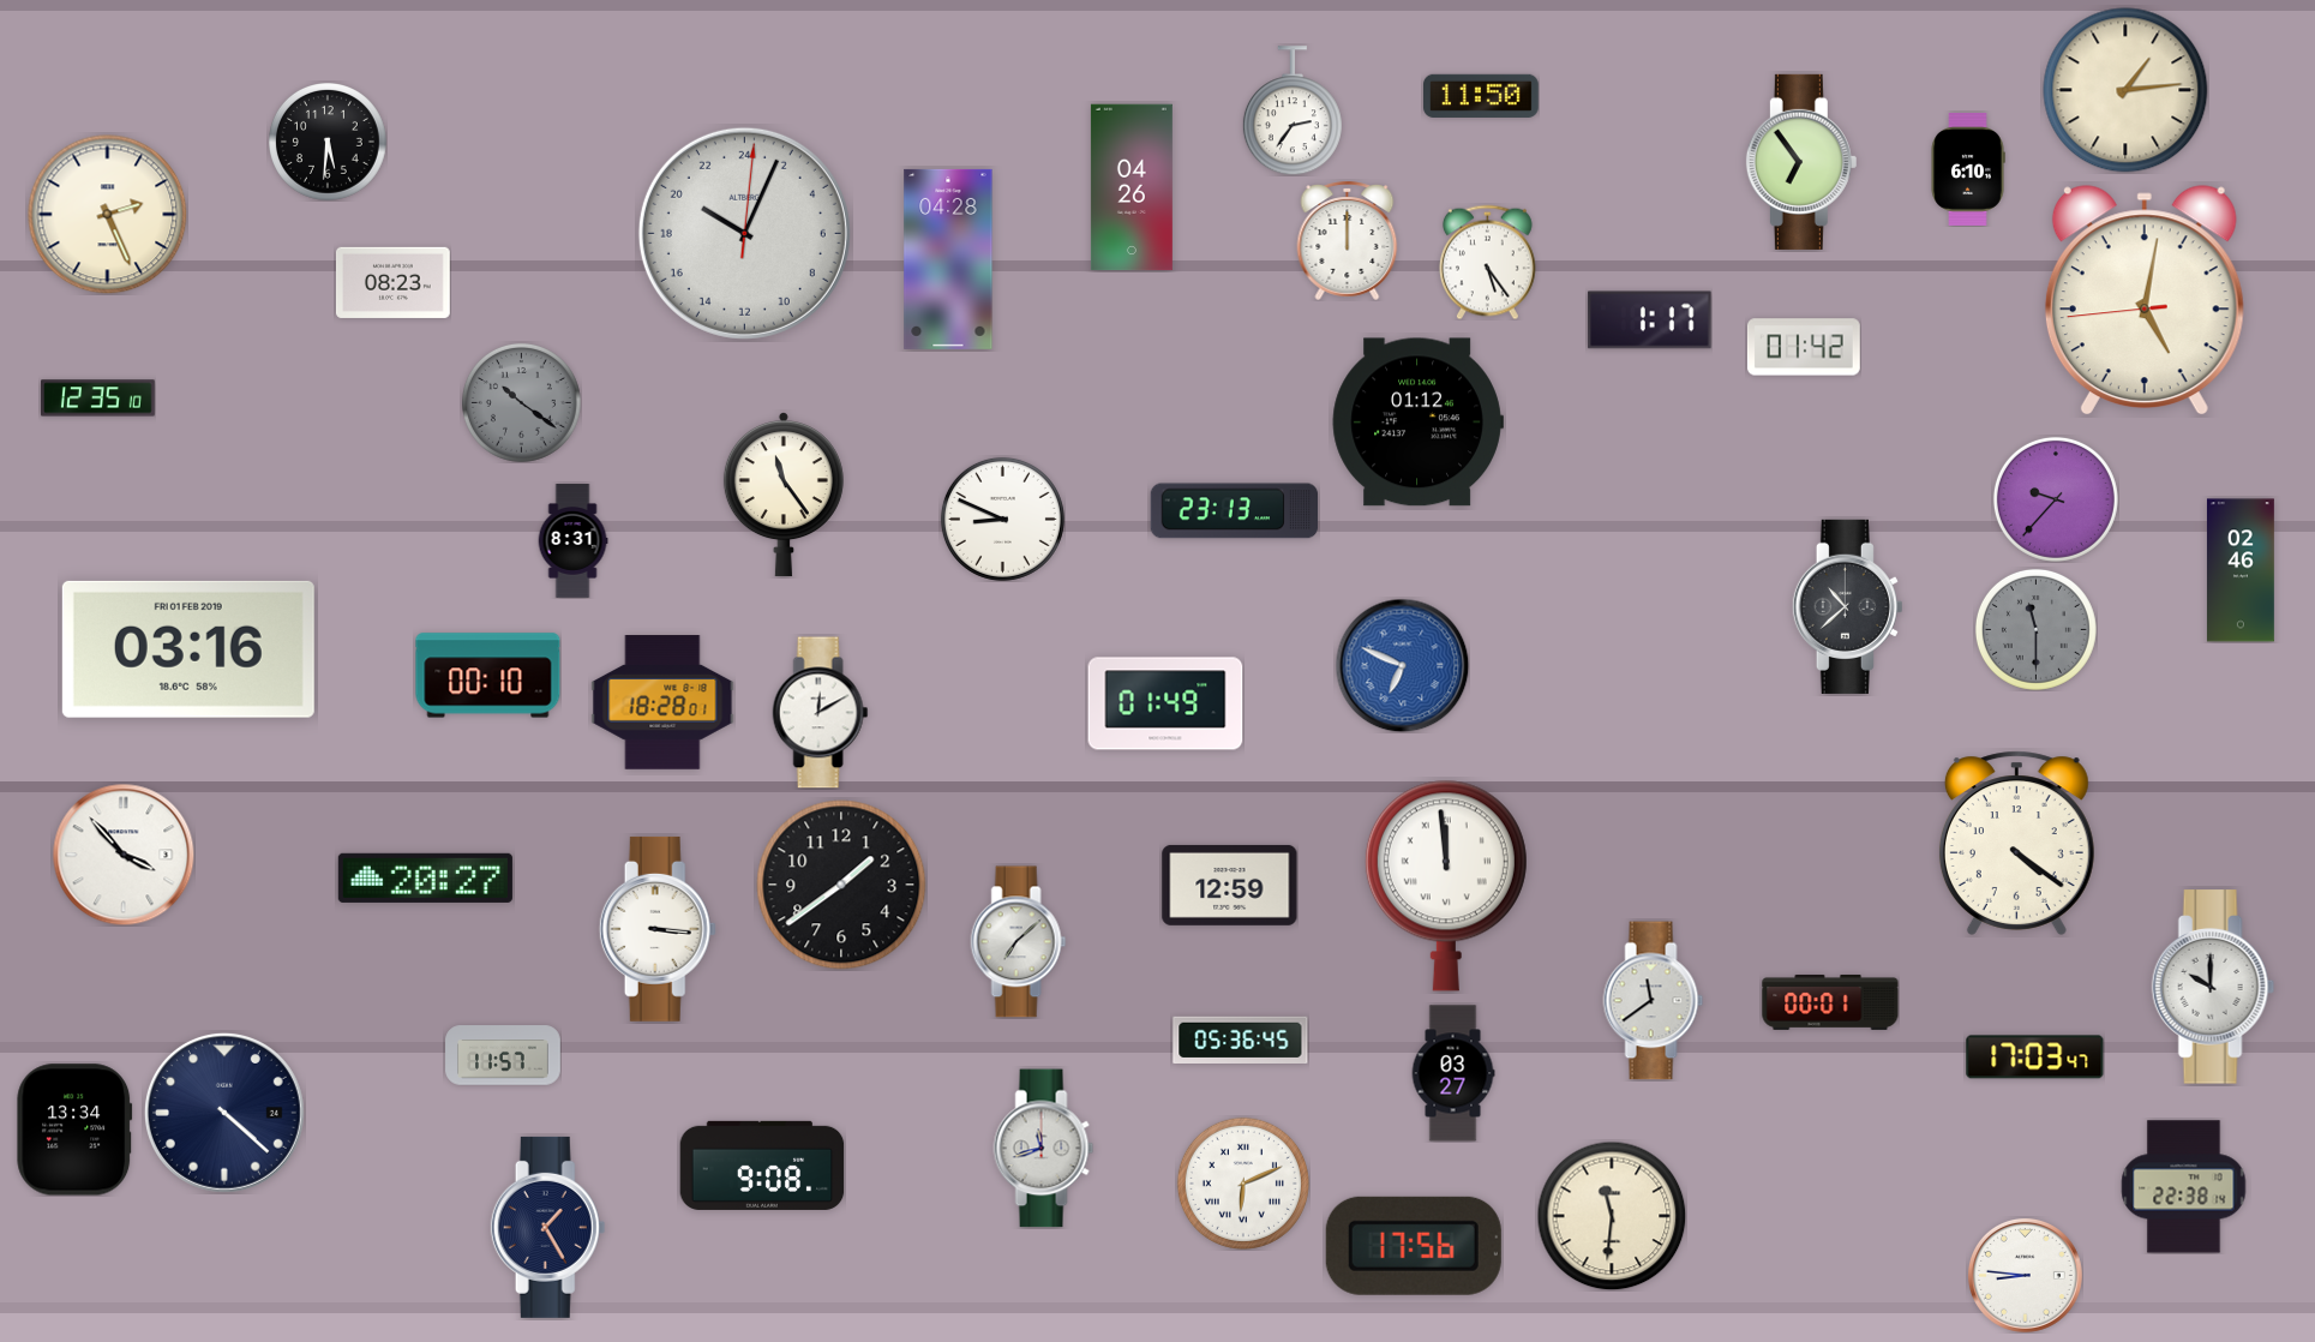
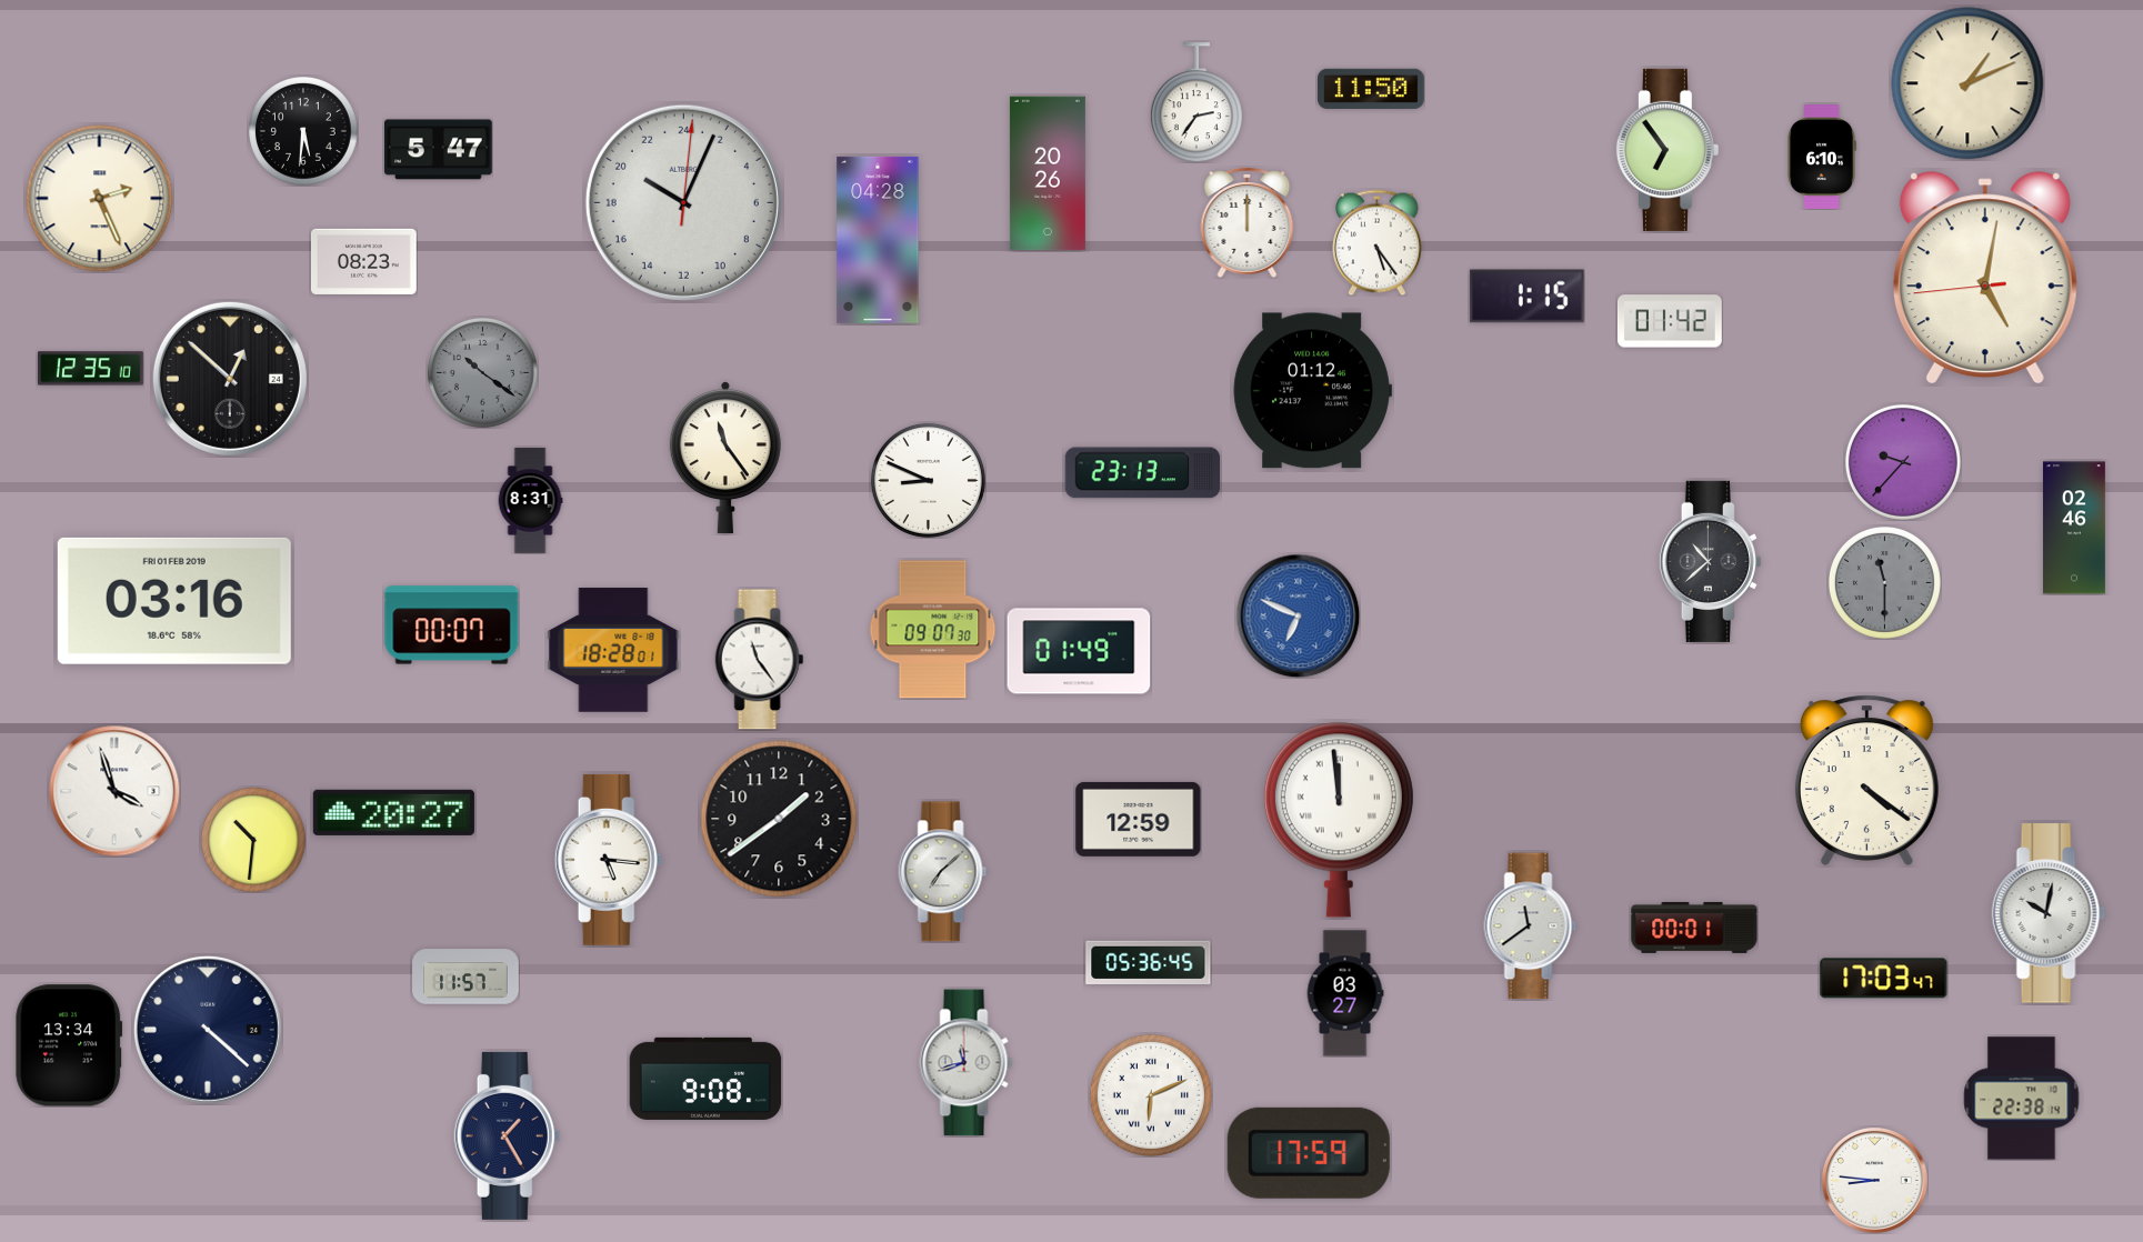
clock at (2125, 90): 1:14 -> 1:11
clock at (439, 150): none -> 5:47
clock at (1132, 187): 04:26 -> 20:26
clock at (744, 233) position: (744, 233) -> (683, 202)
clock at (1650, 320): 1:17 -> 1:15
clock at (230, 379): none -> 12:52
clock at (488, 676): 00:10 -> 00:07
clock at (933, 630): none -> 09:07
clock at (821, 713): 12:10 -> 11:24
clock at (124, 855): 3:53 -> 3:57
clock at (253, 840): none -> 10:31
clock at (658, 929): 3:16 -> 5:16
clock at (2213, 987): 10:00 -> 10:02
clock at (1612, 1216): 11:31 -> none
clock at (1414, 1246): 17:56 -> 17:59
